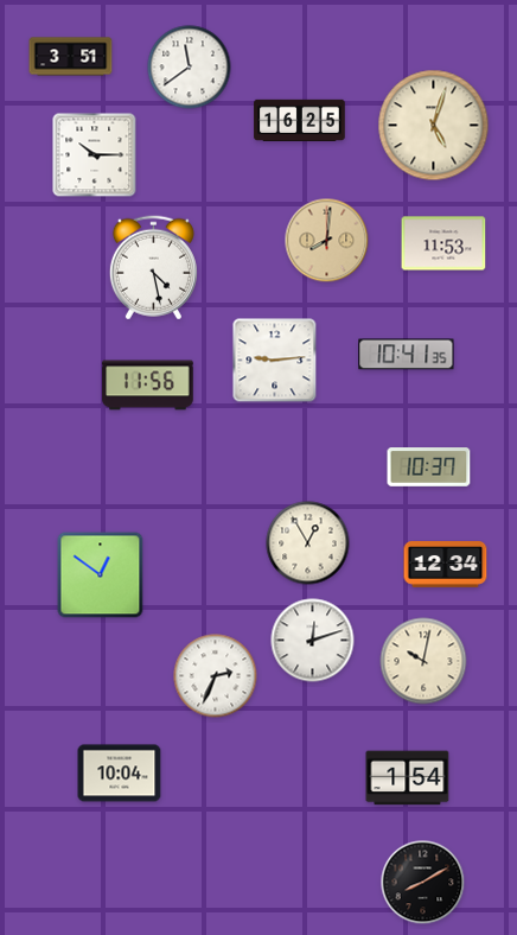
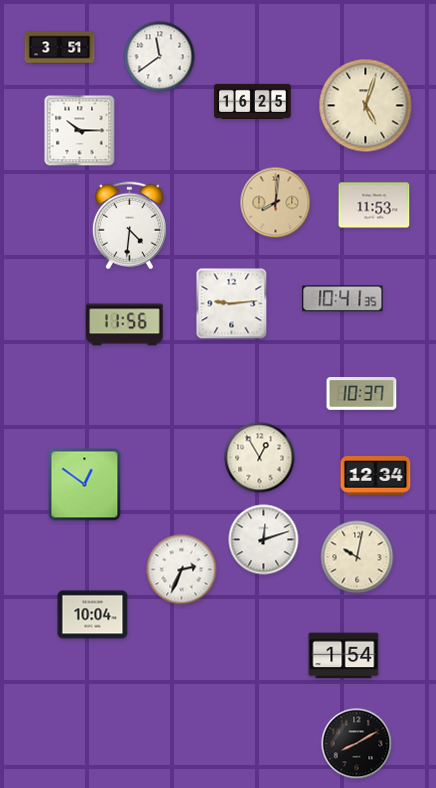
clock at (153, 268): 4:28 -> 4:31
clock at (120, 774) position: (120, 774) -> (93, 615)
